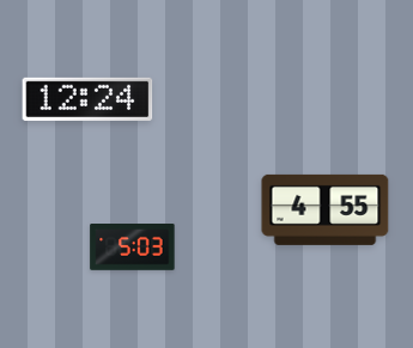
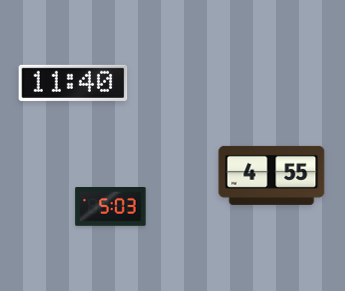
clock at (87, 99): 12:24 -> 11:40
